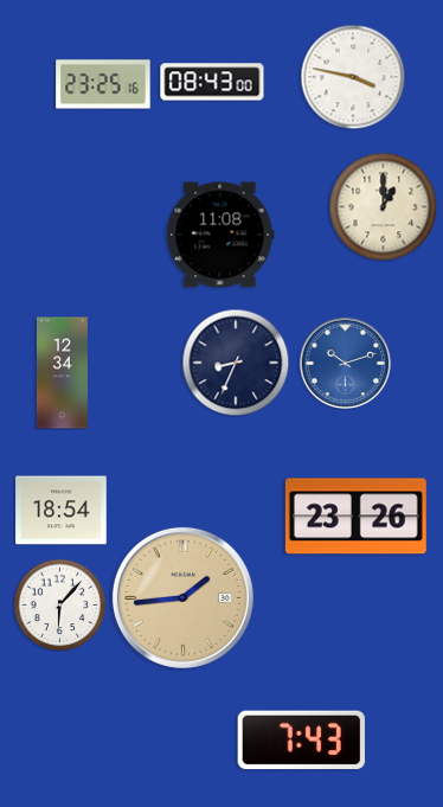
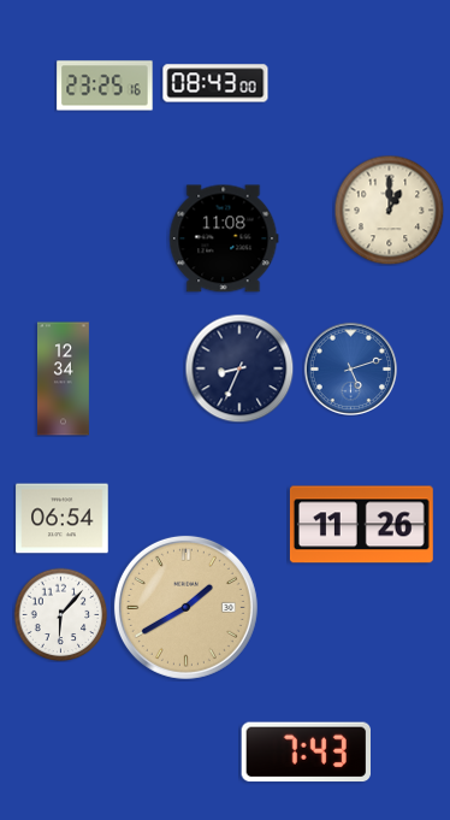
clock at (353, 77): 3:47 -> none
clock at (345, 363): 10:12 -> 5:12
clock at (62, 511): 18:54 -> 06:54
clock at (355, 517): 23:26 -> 11:26
clock at (182, 597): 1:44 -> 1:40
